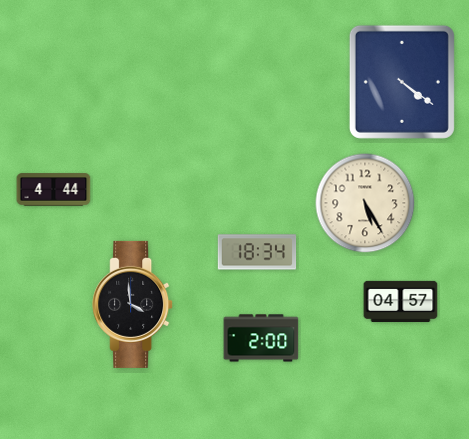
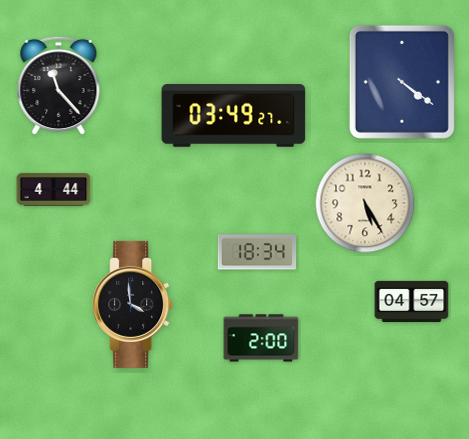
clock at (59, 86): none -> 11:23
clock at (234, 116): none -> 03:49
clock at (401, 301) position: (401, 301) -> (412, 301)
